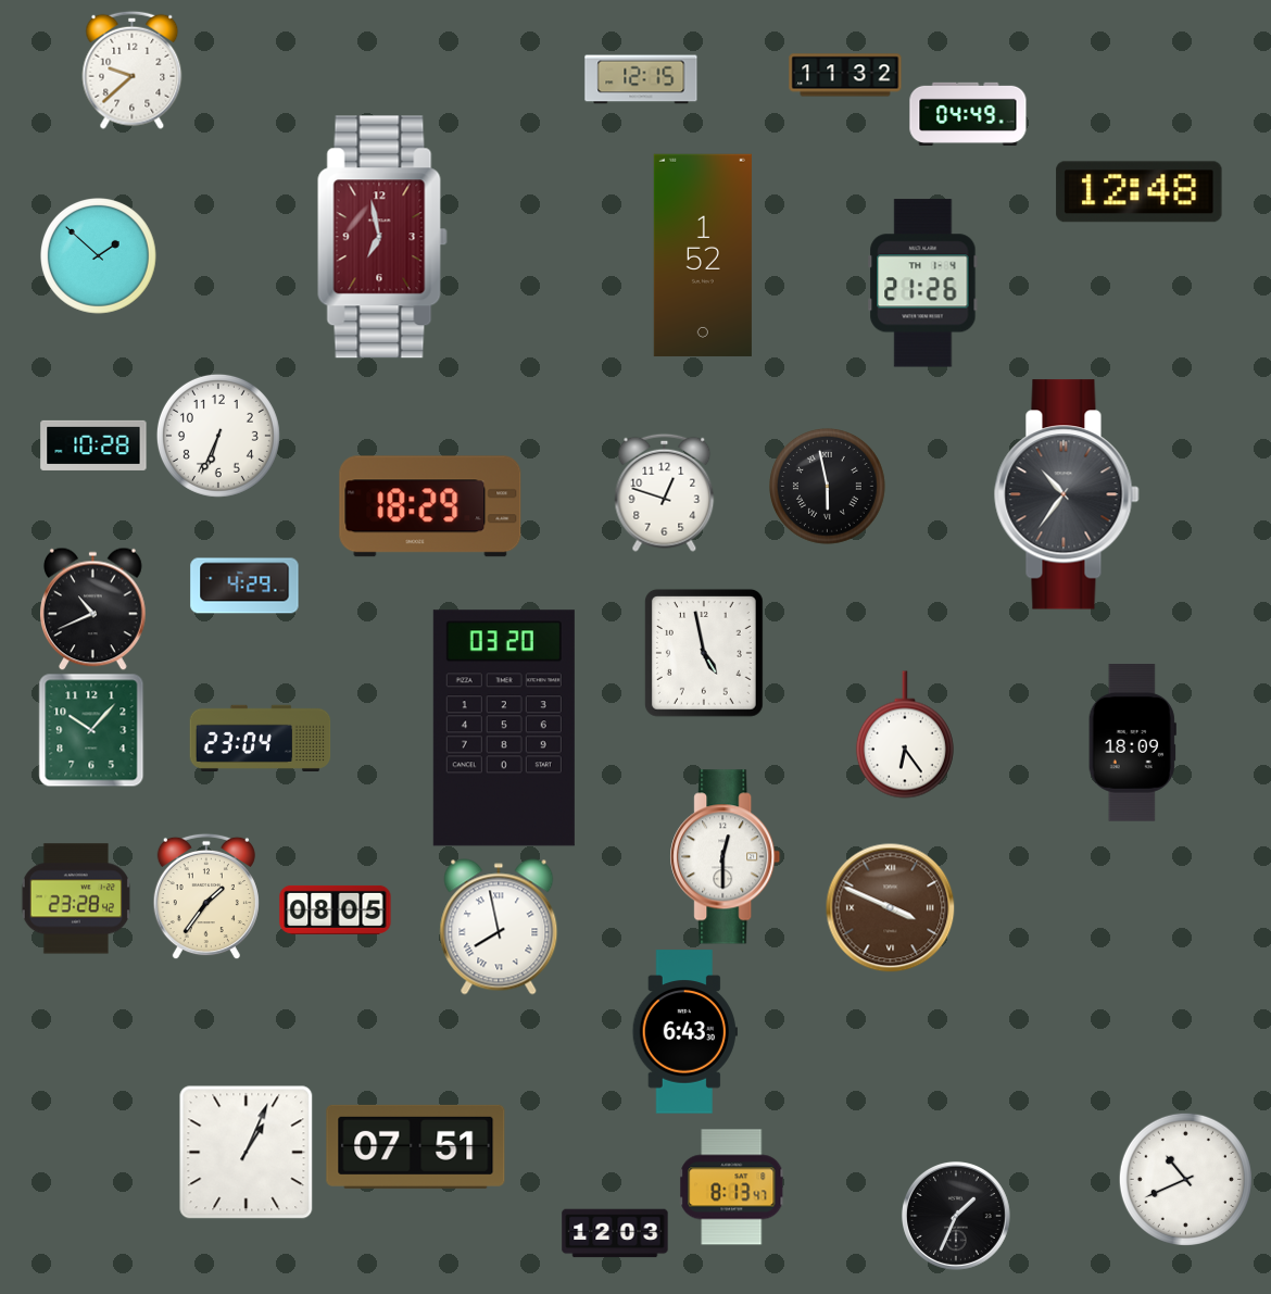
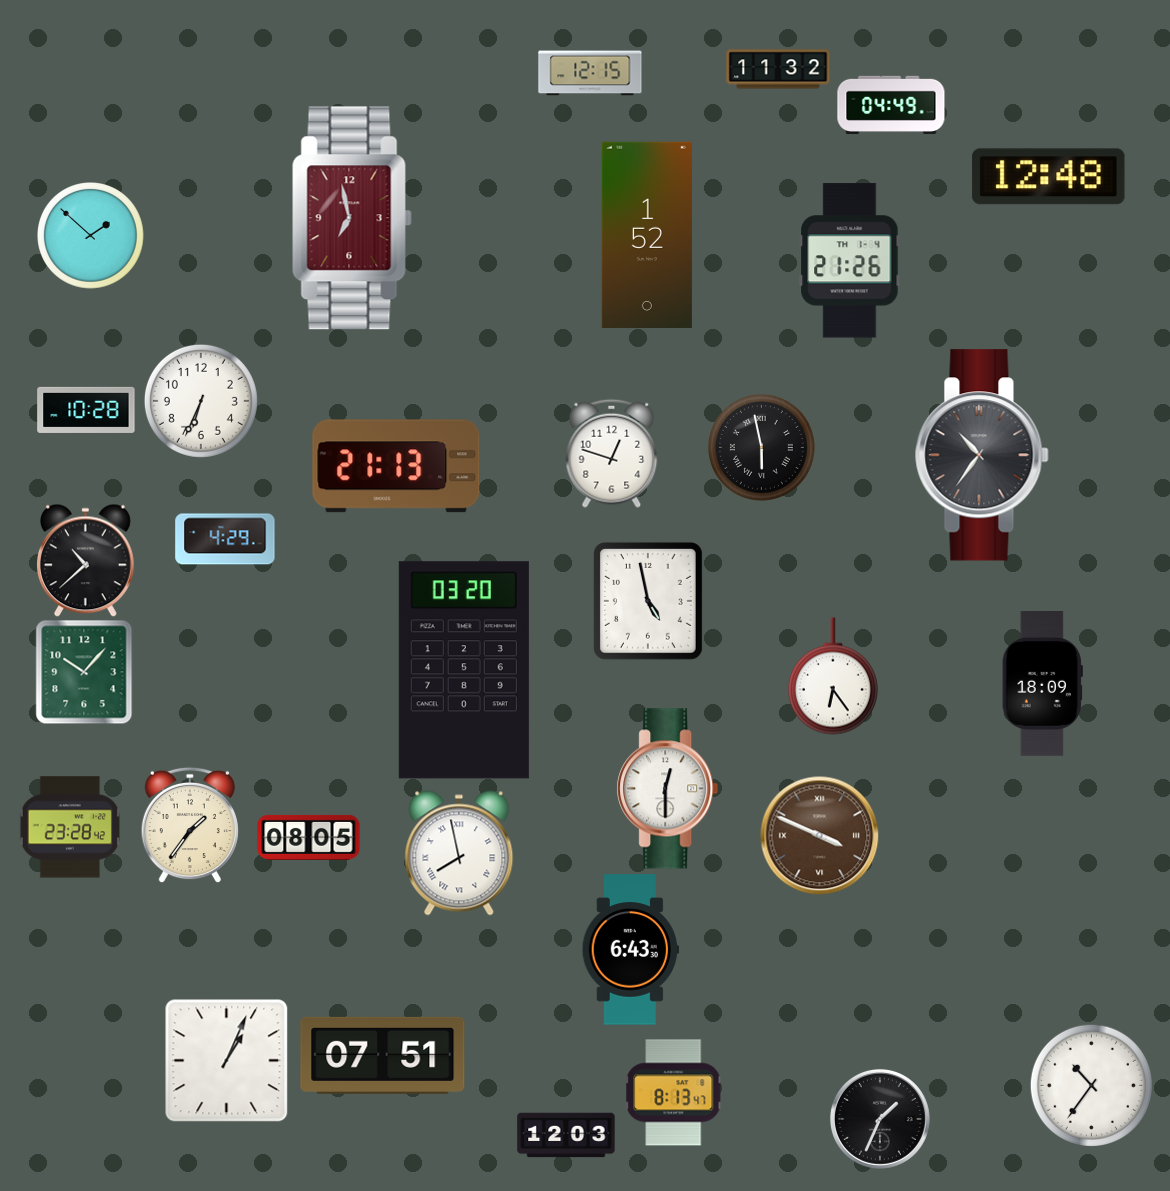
clock at (133, 70): 9:38 -> none
clock at (430, 506): 18:29 -> 21:13
clock at (93, 608): 10:41 -> 10:38
clock at (261, 738): 23:04 -> none
clock at (1185, 1179): 10:41 -> 10:36
